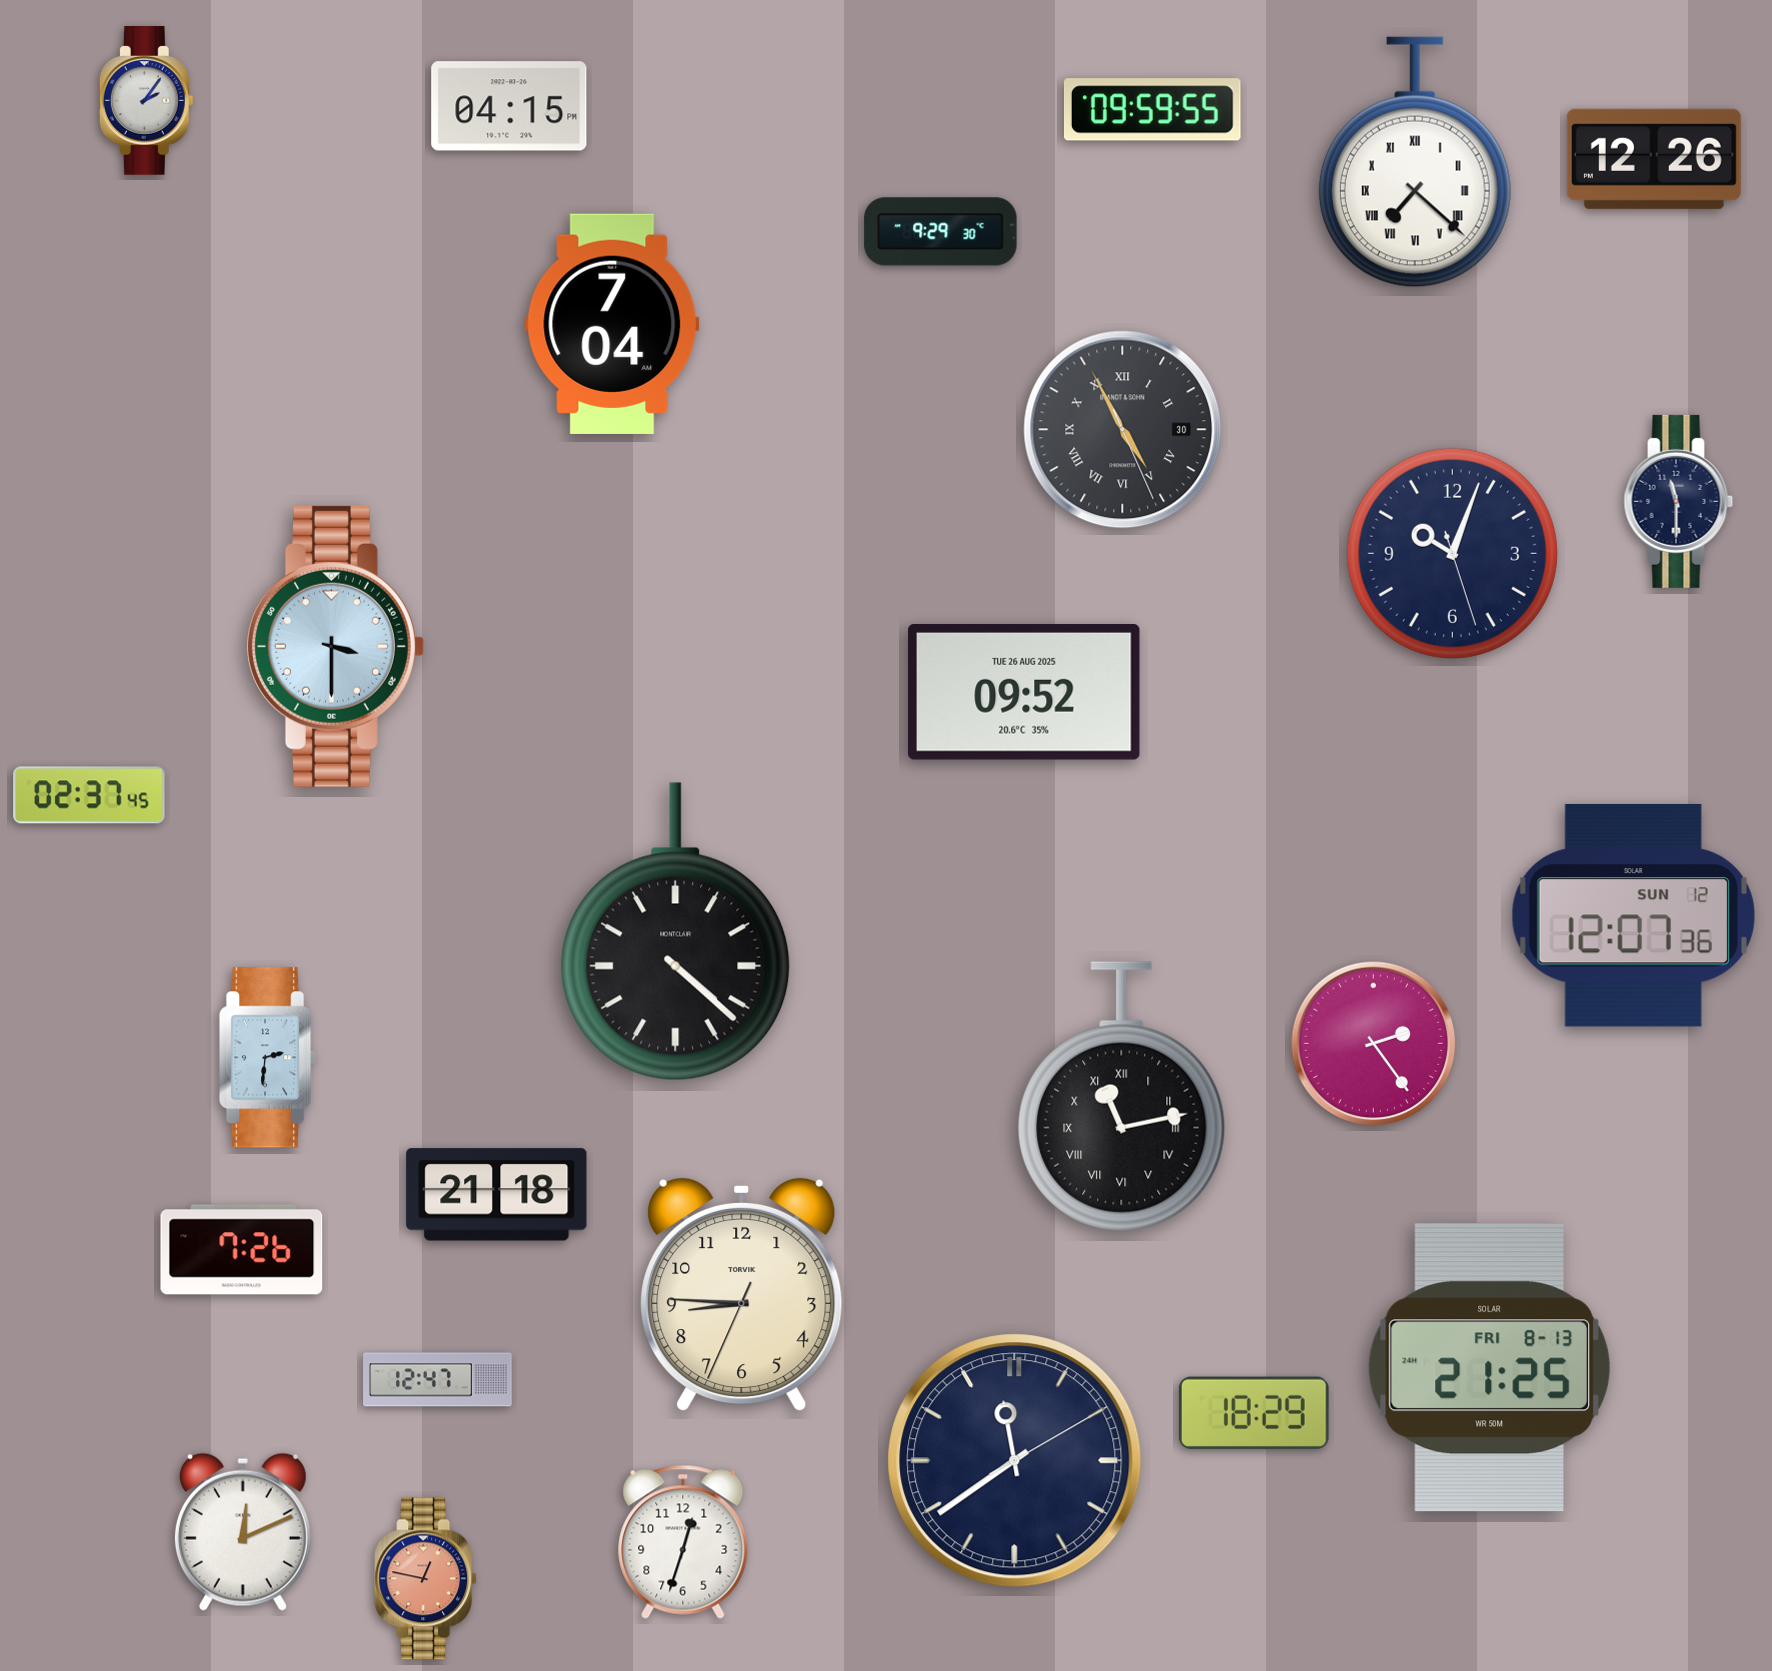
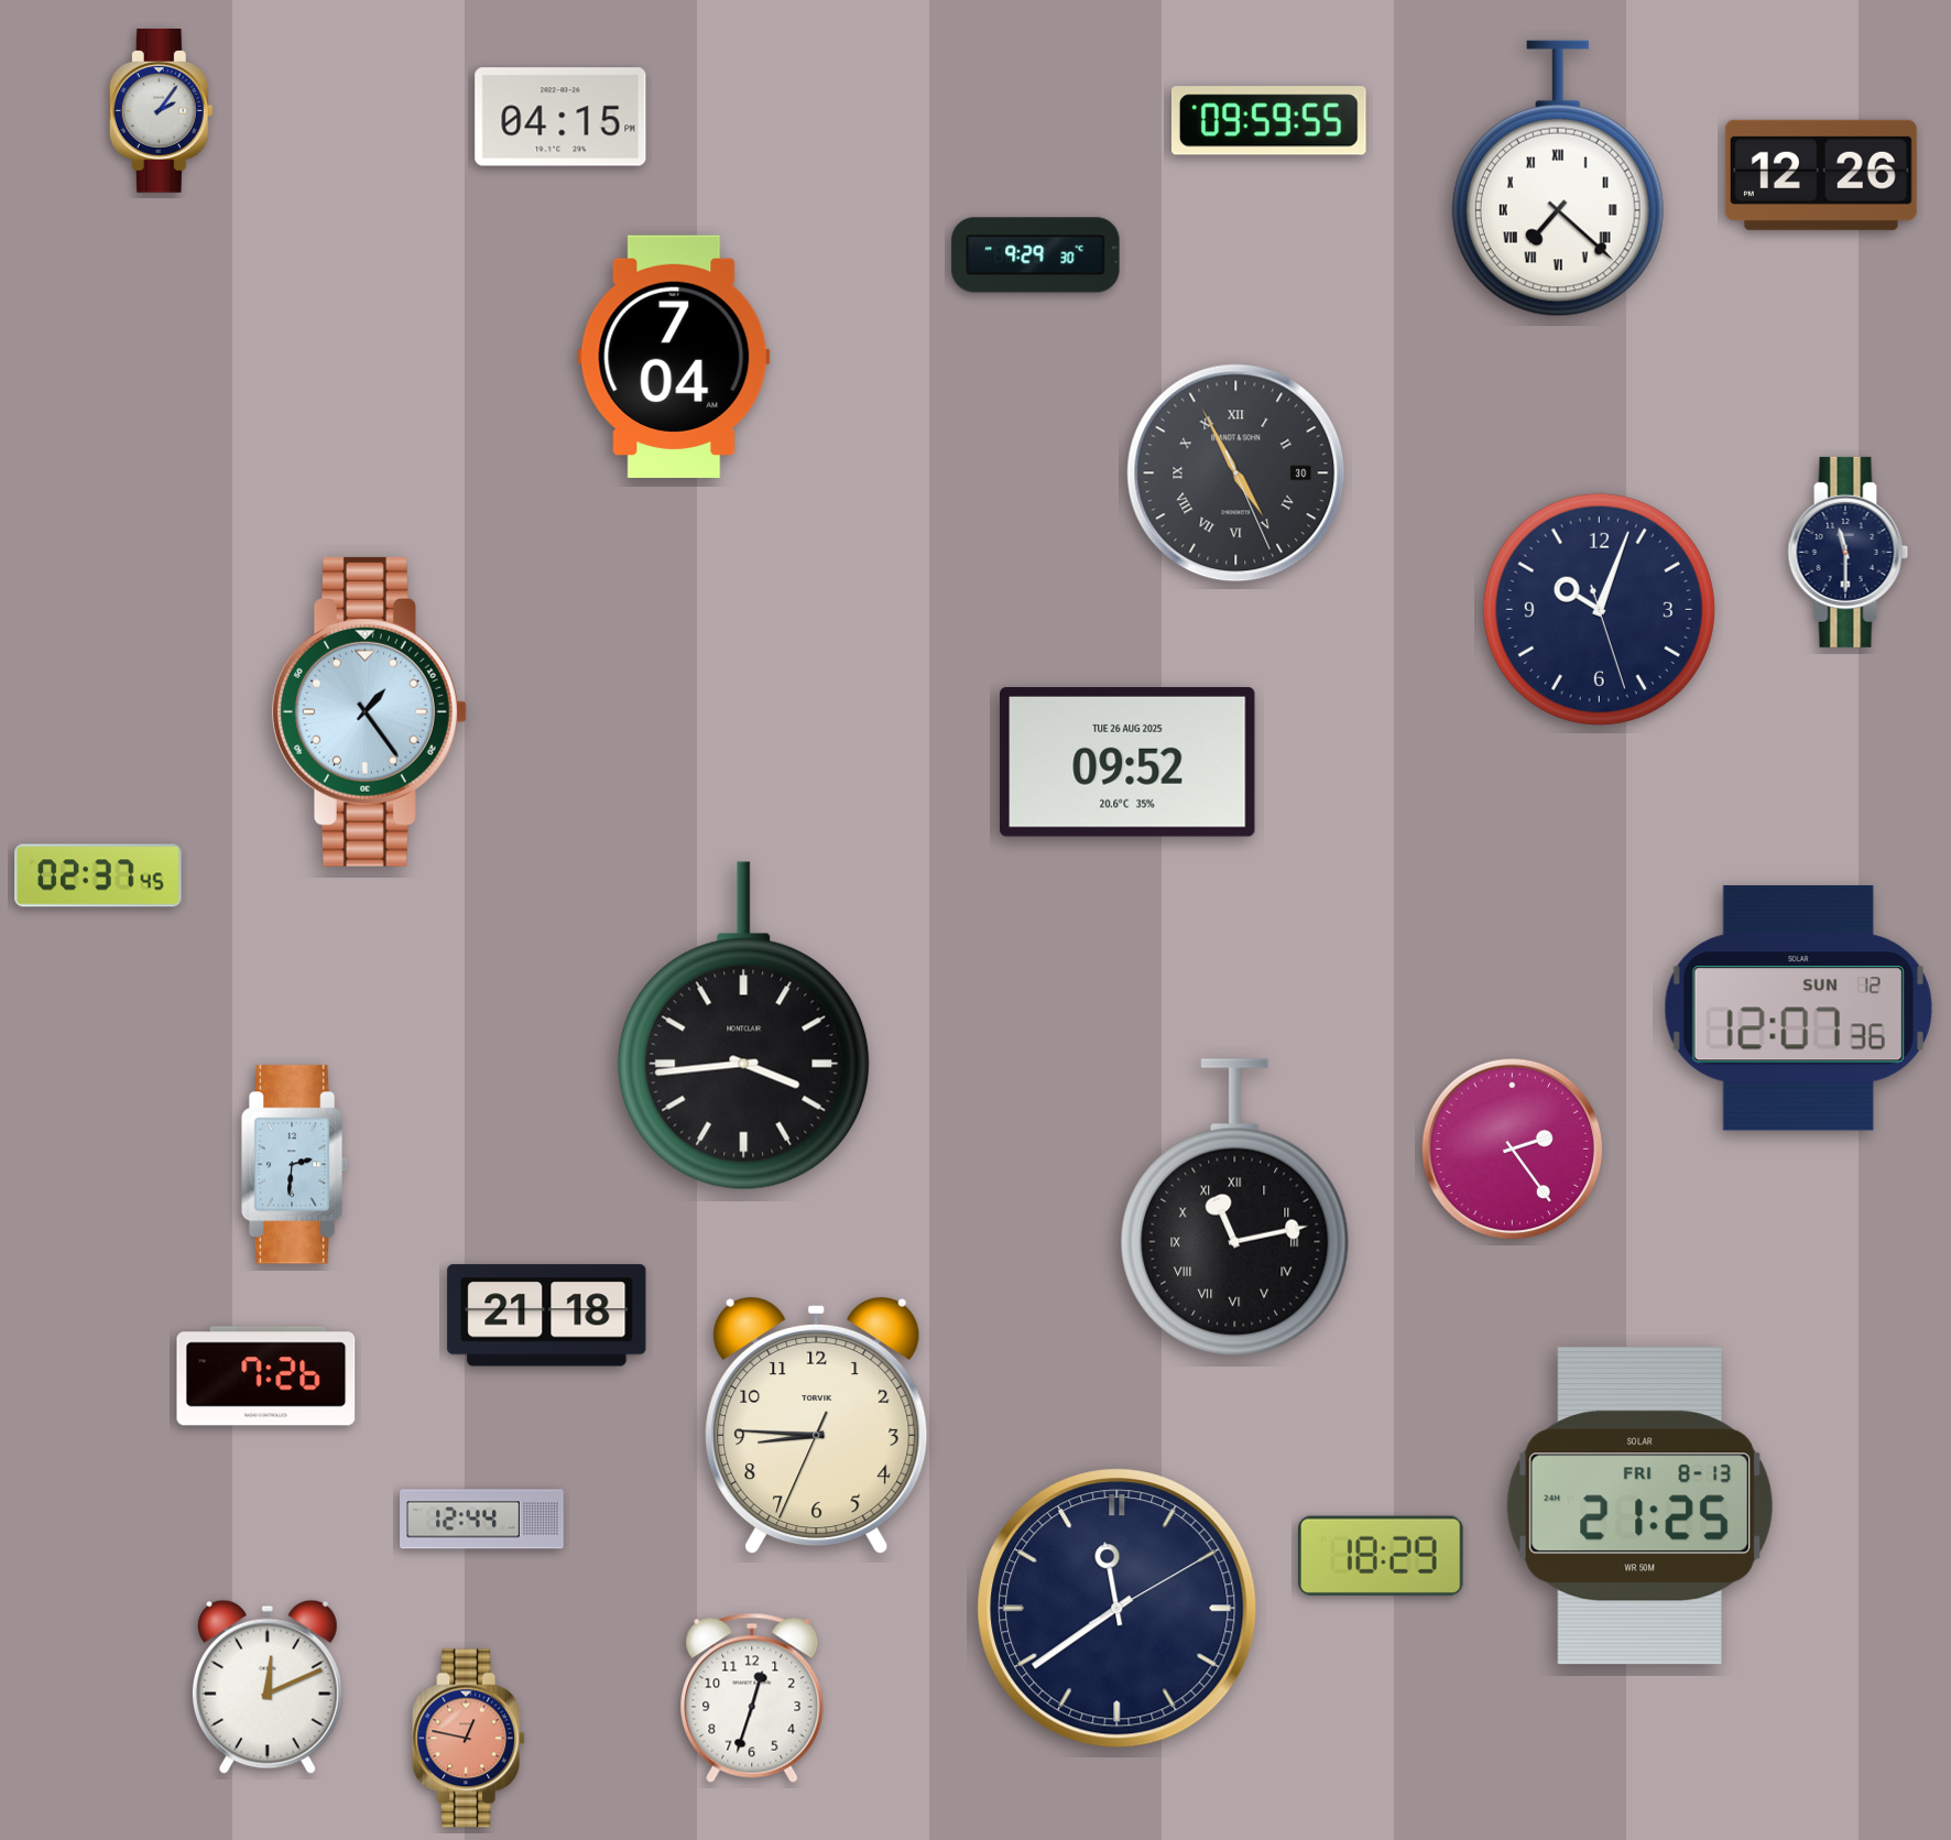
clock at (335, 646): 3:30 -> 1:24
clock at (676, 932): 4:22 -> 3:44
clock at (438, 1380): 12:47 -> 12:44
